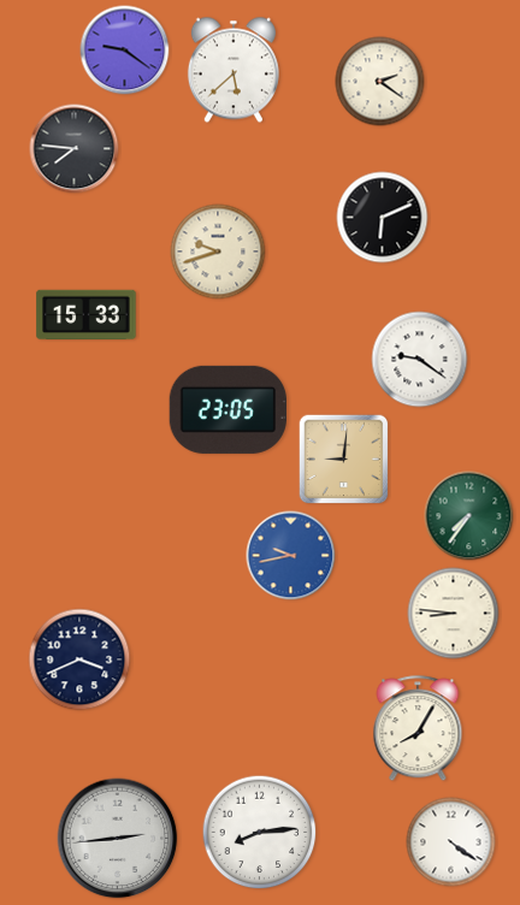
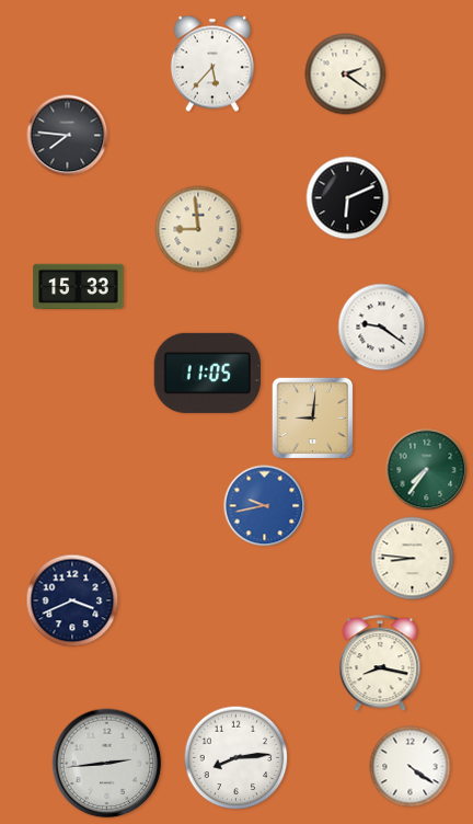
clock at (125, 51): 9:21 -> none
clock at (234, 70): 5:38 -> 5:37
clock at (218, 252): 9:42 -> 8:59
clock at (227, 409): 23:05 -> 11:05
clock at (418, 729): 8:05 -> 8:17
